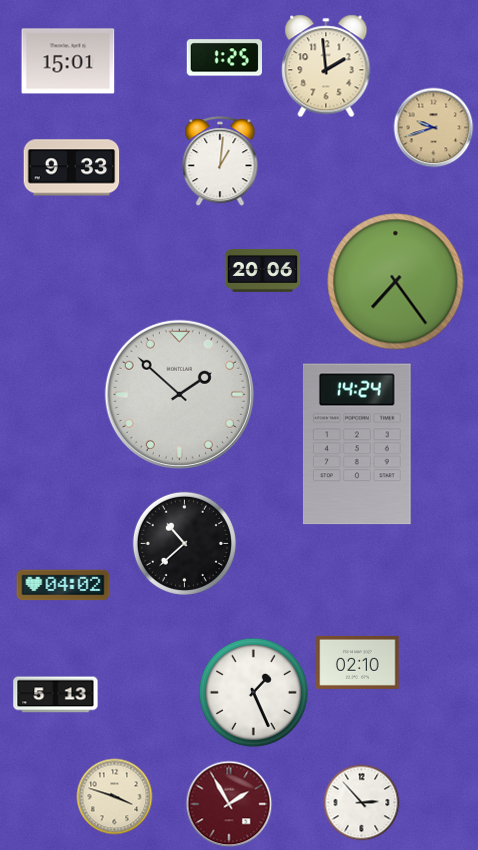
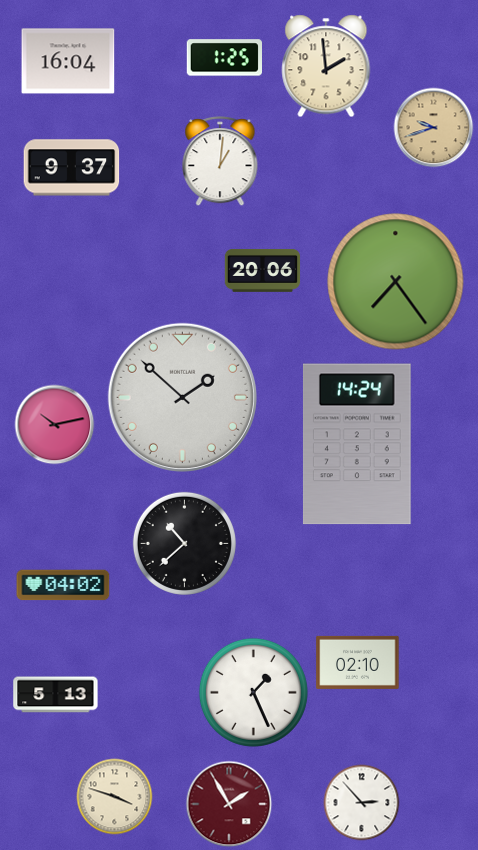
clock at (68, 61): 15:01 -> 16:04
clock at (72, 168): 9:33 -> 9:37
clock at (179, 394) position: (179, 394) -> (182, 397)
clock at (55, 425): none -> 10:13
